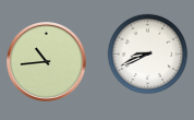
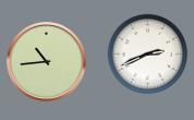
clock at (148, 55): 8:41 -> 2:41
